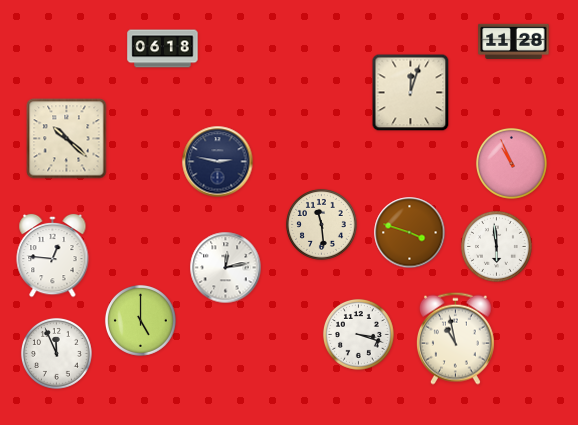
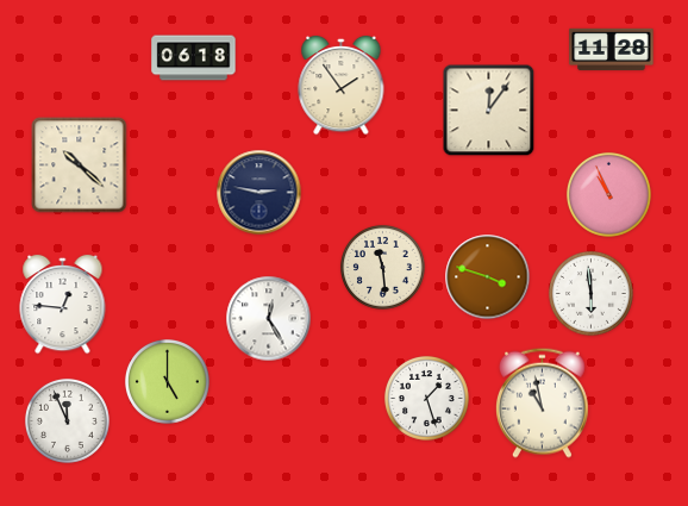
clock at (342, 86): none -> 1:54
clock at (411, 93): 12:03 -> 12:06
clock at (226, 268): 12:13 -> 12:25
clock at (358, 334): 3:18 -> 1:27
